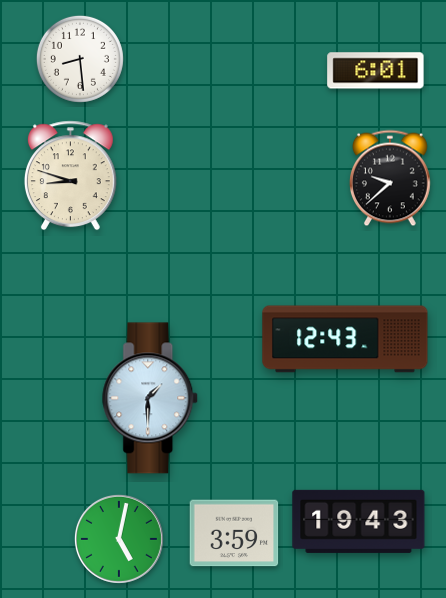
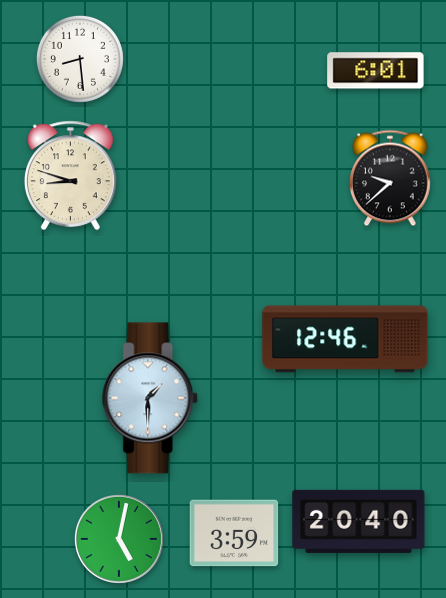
clock at (345, 339): 12:43 -> 12:46
clock at (359, 521): 19:43 -> 20:40
